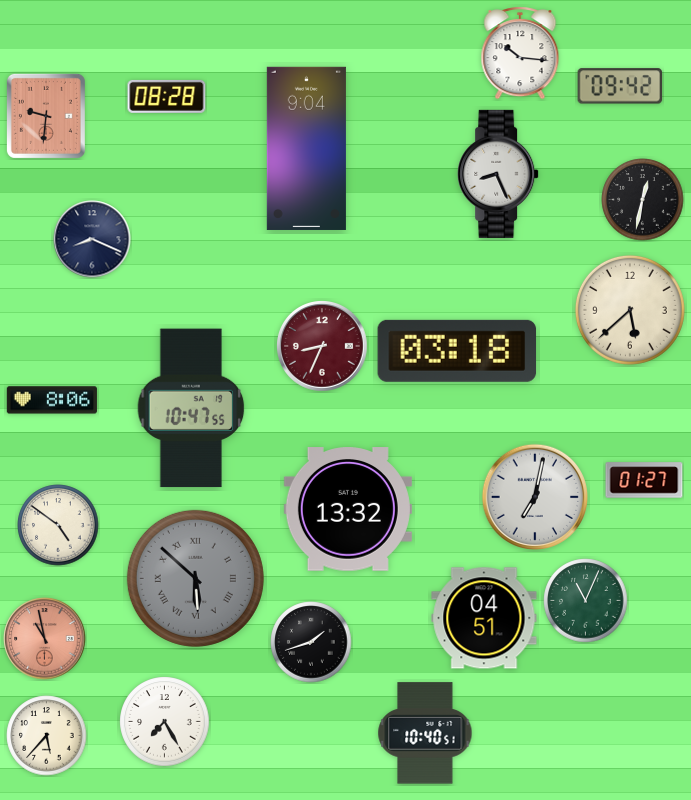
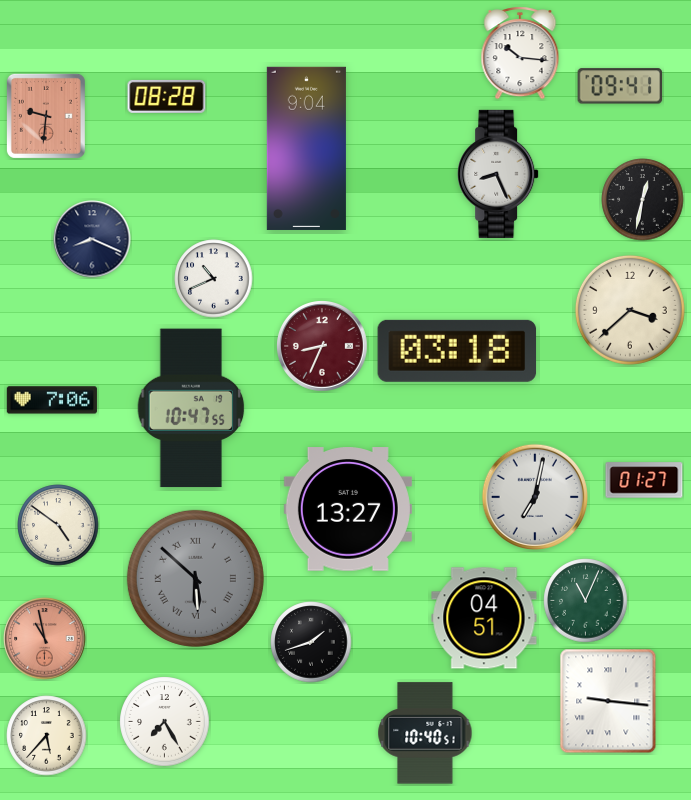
clock at (620, 86): 09:42 -> 09:41
clock at (214, 279): none -> 10:41
clock at (630, 310): 5:38 -> 3:38
clock at (52, 400): 8:06 -> 7:06
clock at (348, 509): 13:32 -> 13:27
clock at (608, 701): none -> 9:16
